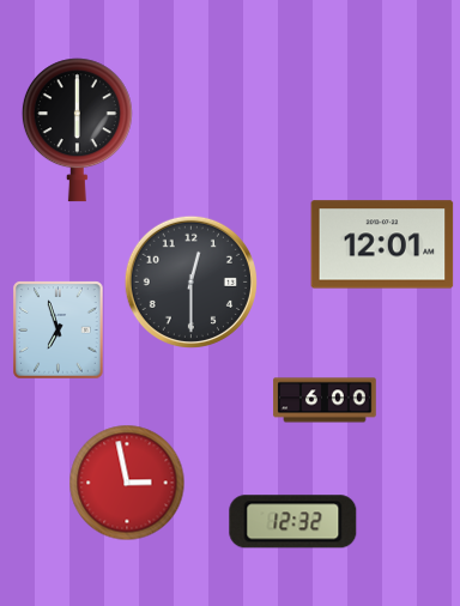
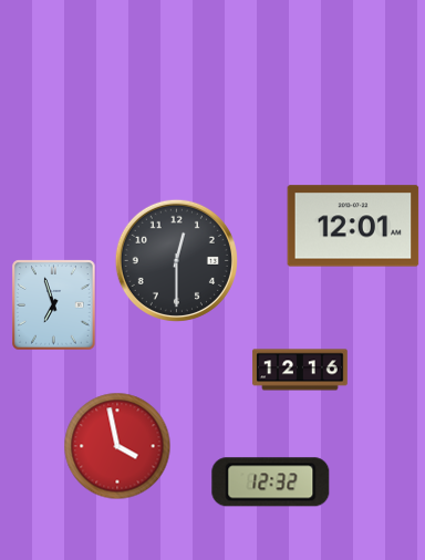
clock at (77, 131): 6:00 -> none
clock at (325, 400): 6:00 -> 12:16
clock at (127, 483): 2:58 -> 3:58
